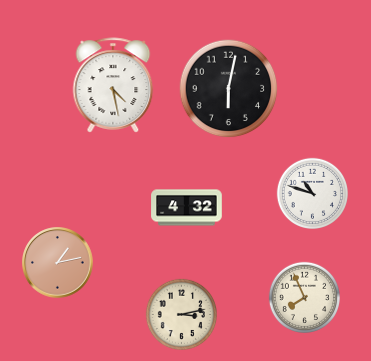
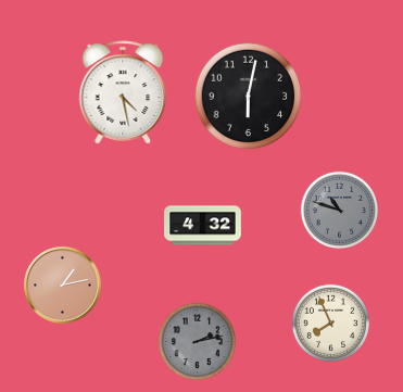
clock at (312, 193) dial: white -> grey
clock at (181, 314): 3:13 -> 2:13
clock at (181, 314) dial: cream -> grey
